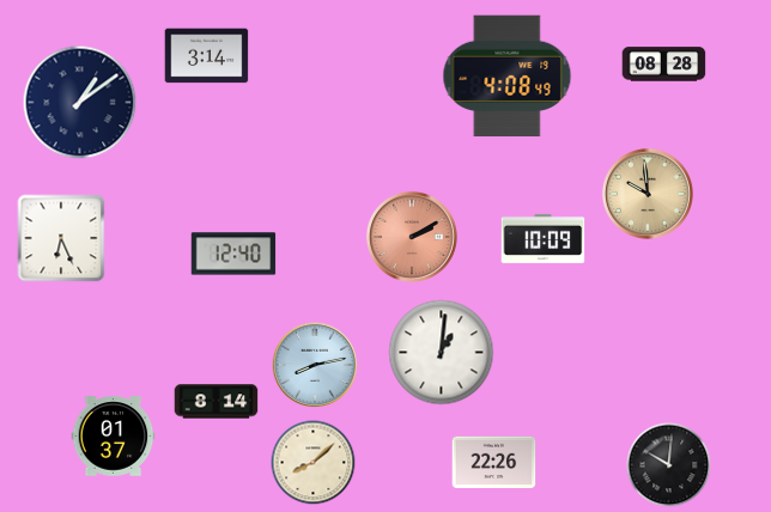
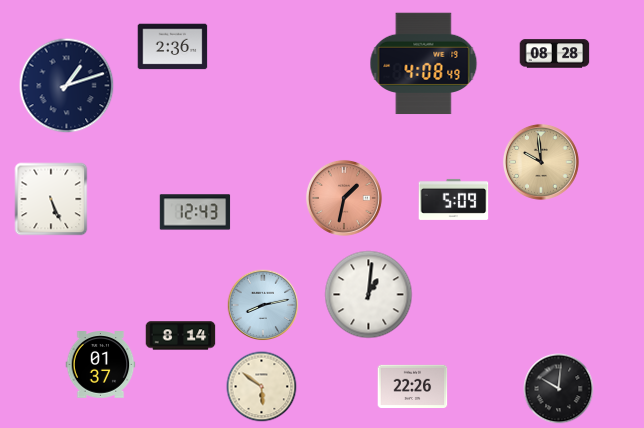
clock at (207, 56): 3:14 -> 2:36
clock at (80, 103): 1:09 -> 1:12
clock at (412, 237): 2:10 -> 1:32
clock at (61, 238): 6:26 -> 5:26
clock at (544, 238): 10:09 -> 5:09
clock at (233, 254): 12:40 -> 12:43
clock at (114, 437) position: (114, 437) -> (101, 365)
clock at (314, 463): 8:08 -> 5:51
